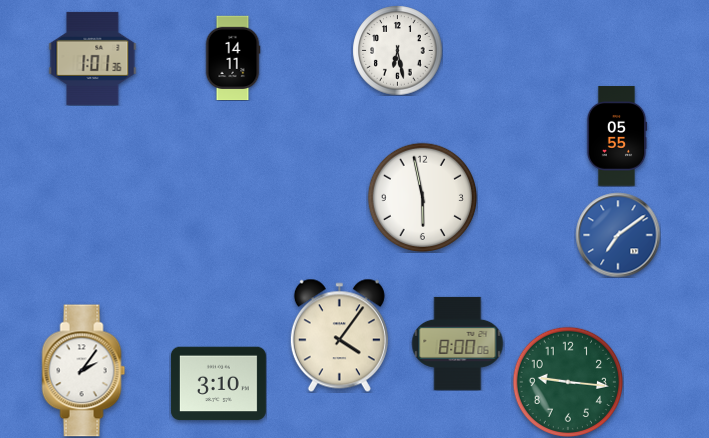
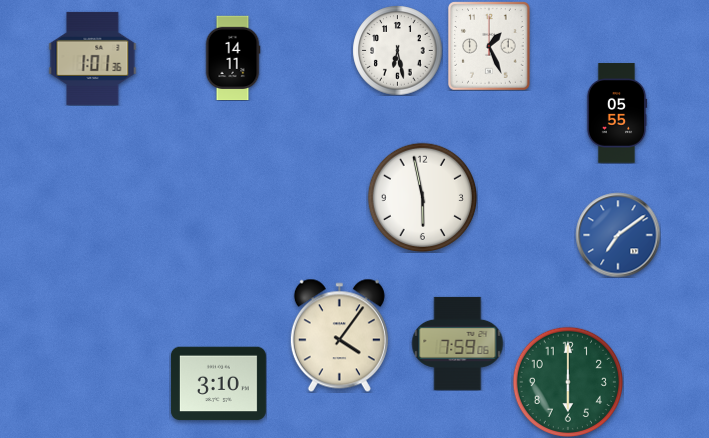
clock at (490, 46): none -> 1:26
clock at (617, 136) position: (617, 136) -> (617, 113)
clock at (457, 343): 8:00 -> 7:59
clock at (84, 371): 2:06 -> none
clock at (567, 381): 9:16 -> 6:00
